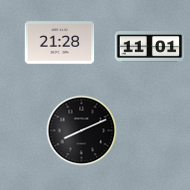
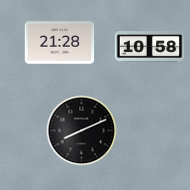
clock at (150, 47): 11:01 -> 10:58
